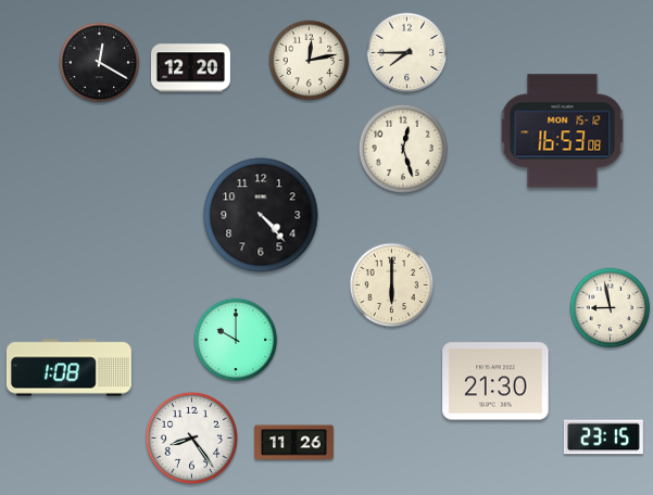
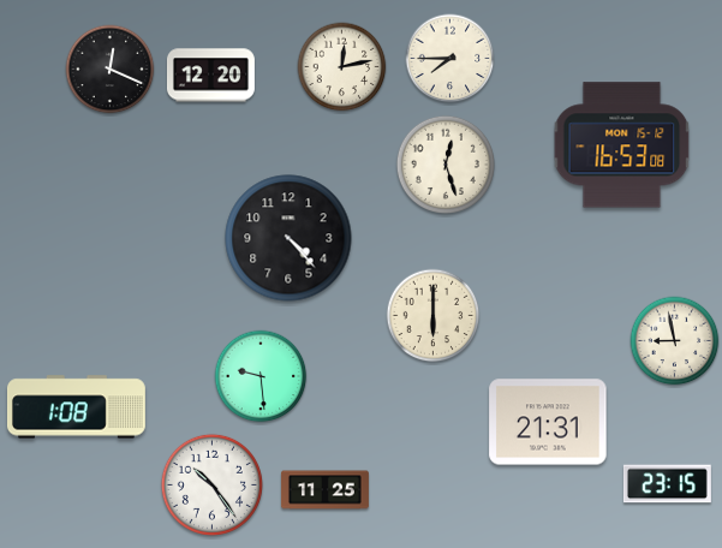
clock at (100, 63): 12:20 -> 12:19
clock at (236, 340): 10:00 -> 9:29
clock at (495, 381): 21:30 -> 21:31
clock at (191, 437): 8:24 -> 10:24
clock at (293, 443): 11:26 -> 11:25
